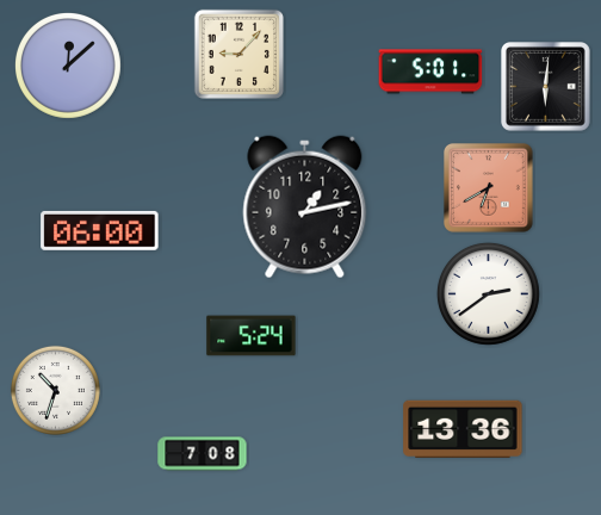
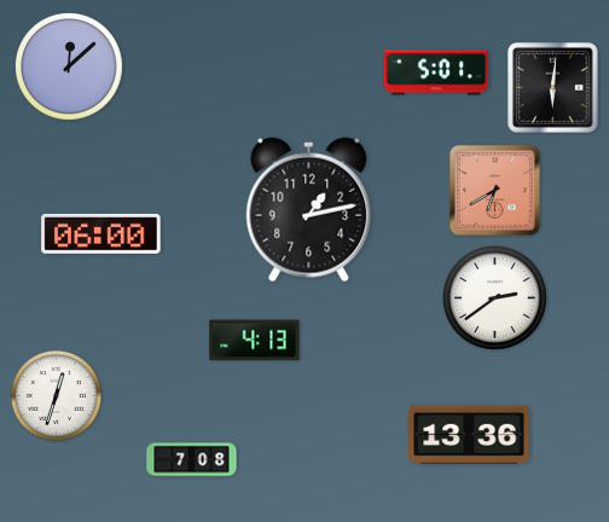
clock at (238, 54): 9:07 -> none
clock at (252, 336): 5:24 -> 4:13
clock at (55, 390): 10:33 -> 12:33
clock at (203, 454) position: (203, 454) -> (192, 460)
